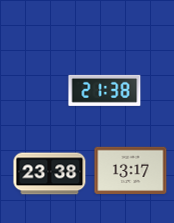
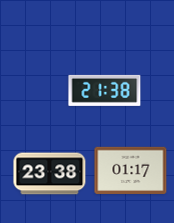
clock at (131, 170): 13:17 -> 01:17
